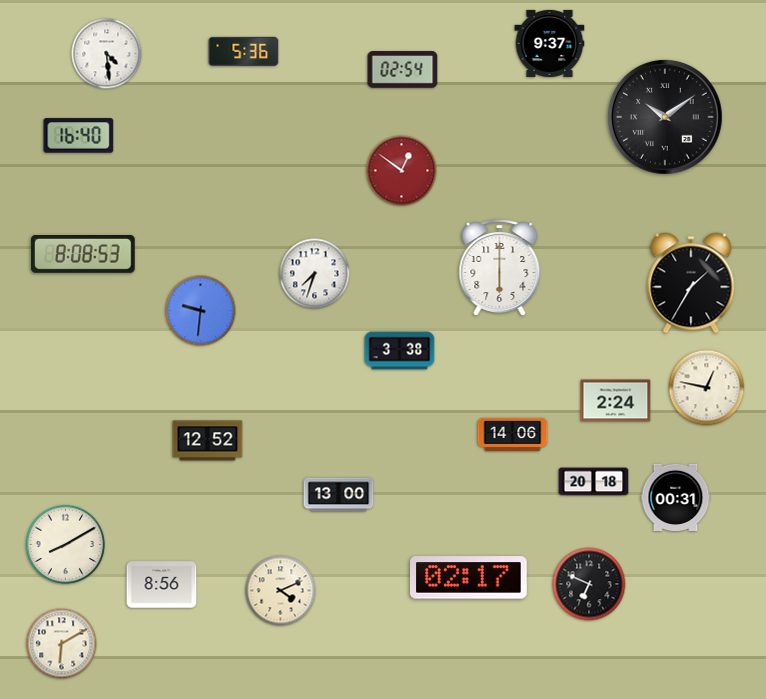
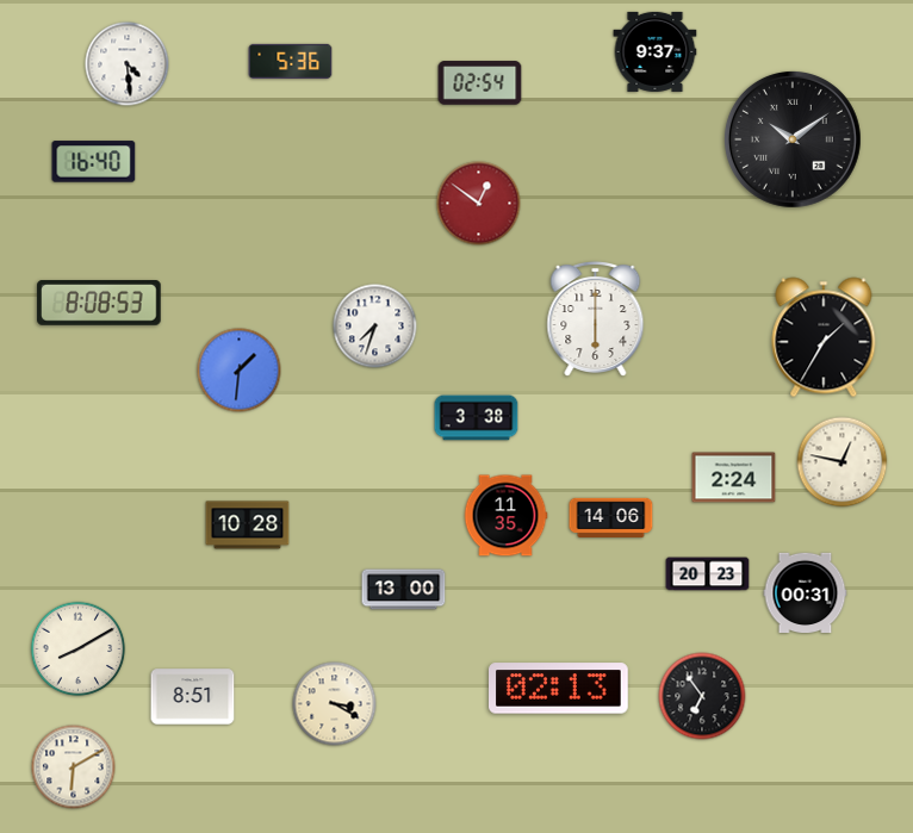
clock at (201, 311): 9:31 -> 1:31
clock at (505, 516): none -> 11:35
clock at (208, 441): 12:52 -> 10:28
clock at (594, 482): 20:18 -> 20:23
clock at (469, 578): 02:17 -> 02:13
clock at (589, 584): 6:49 -> 6:54
clock at (162, 585): 8:56 -> 8:51
clock at (281, 591): 4:11 -> 3:20
